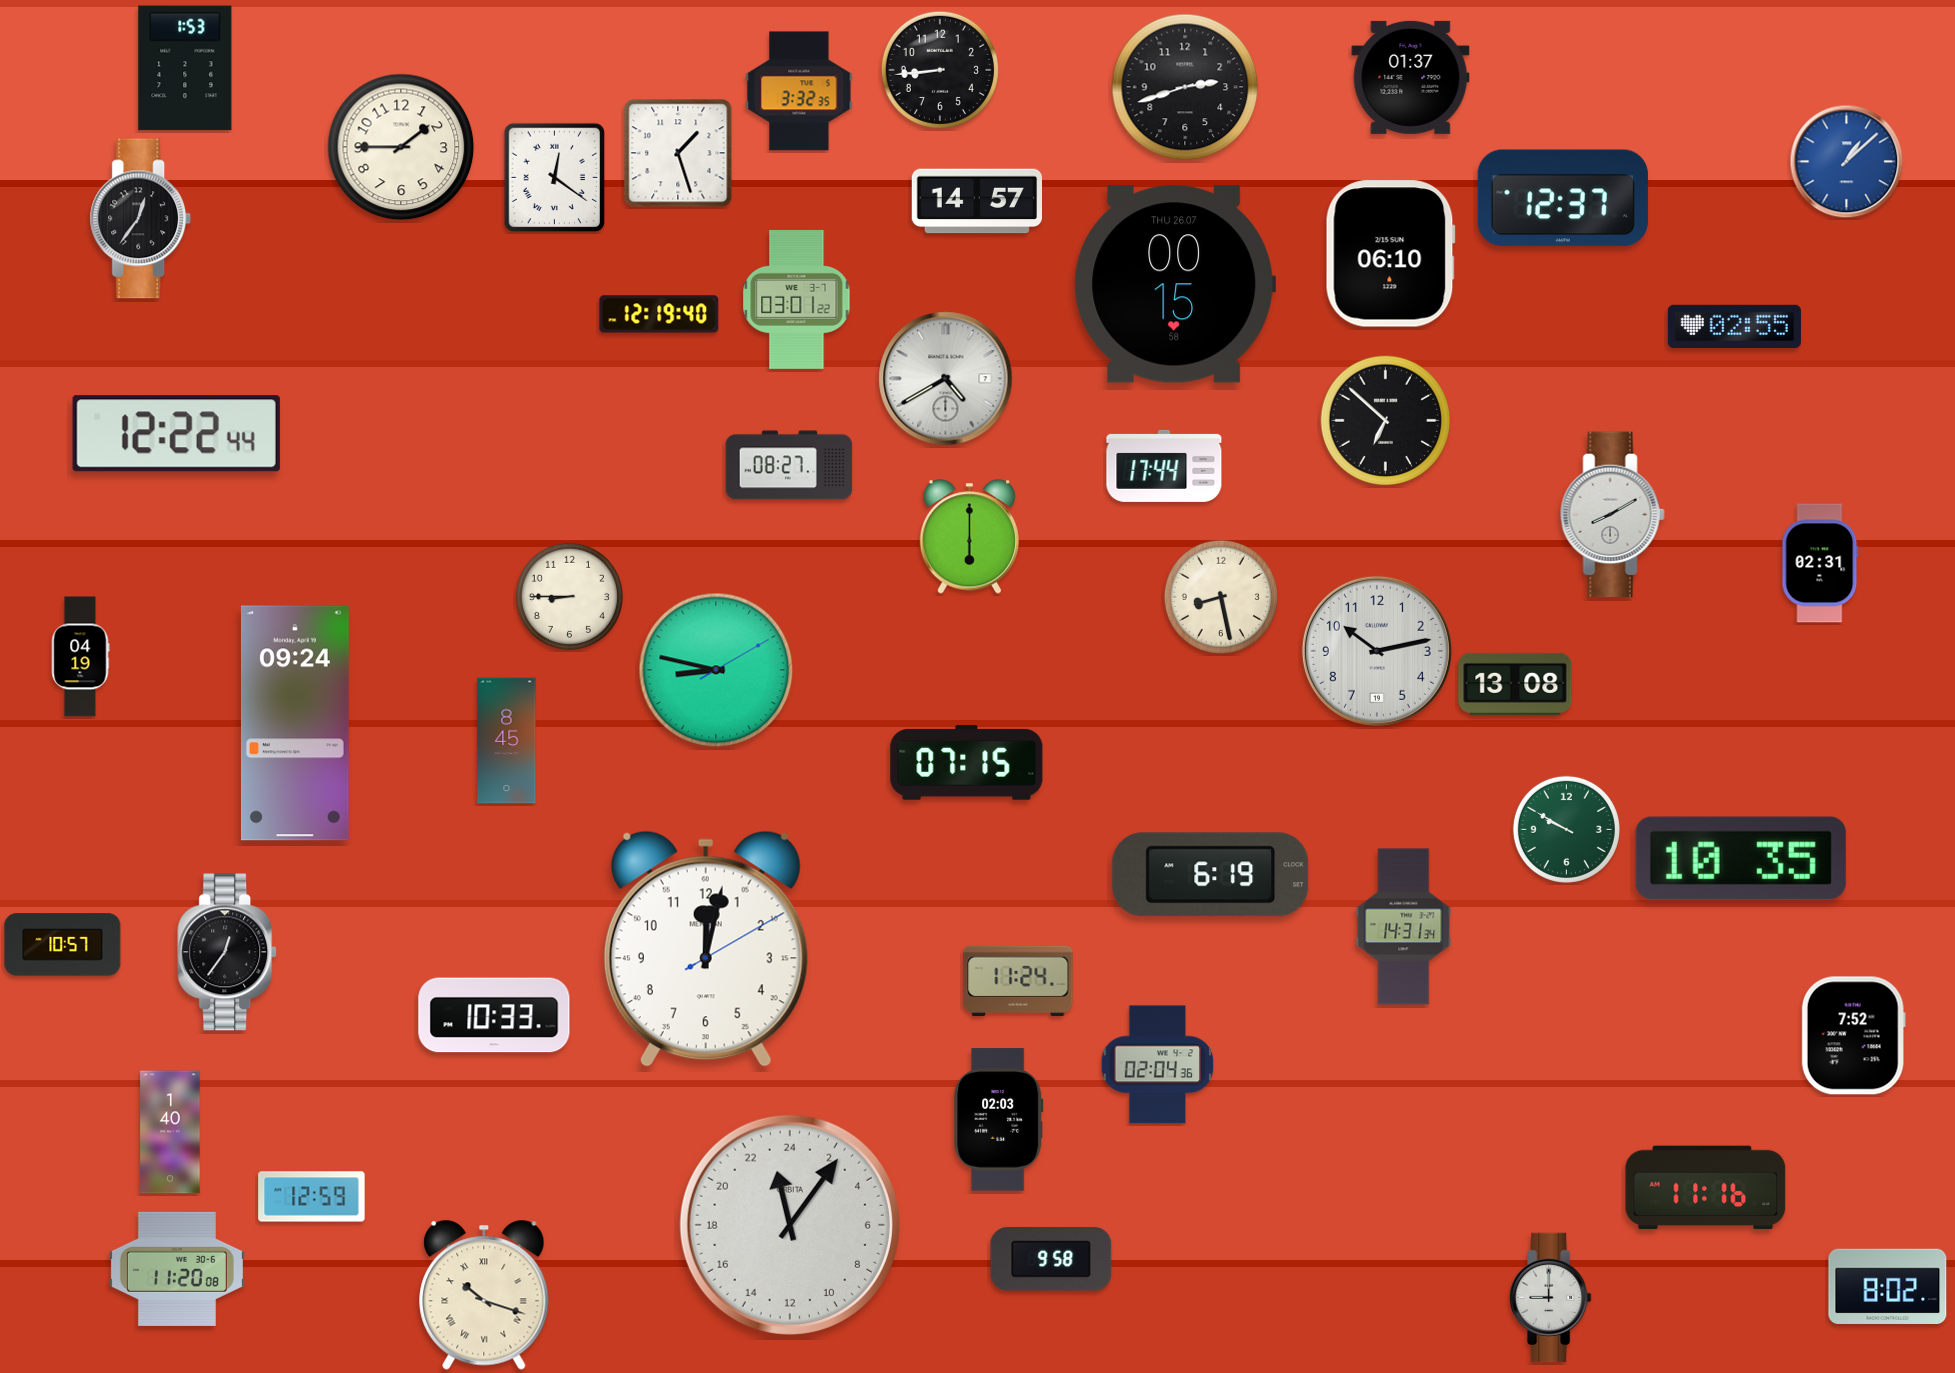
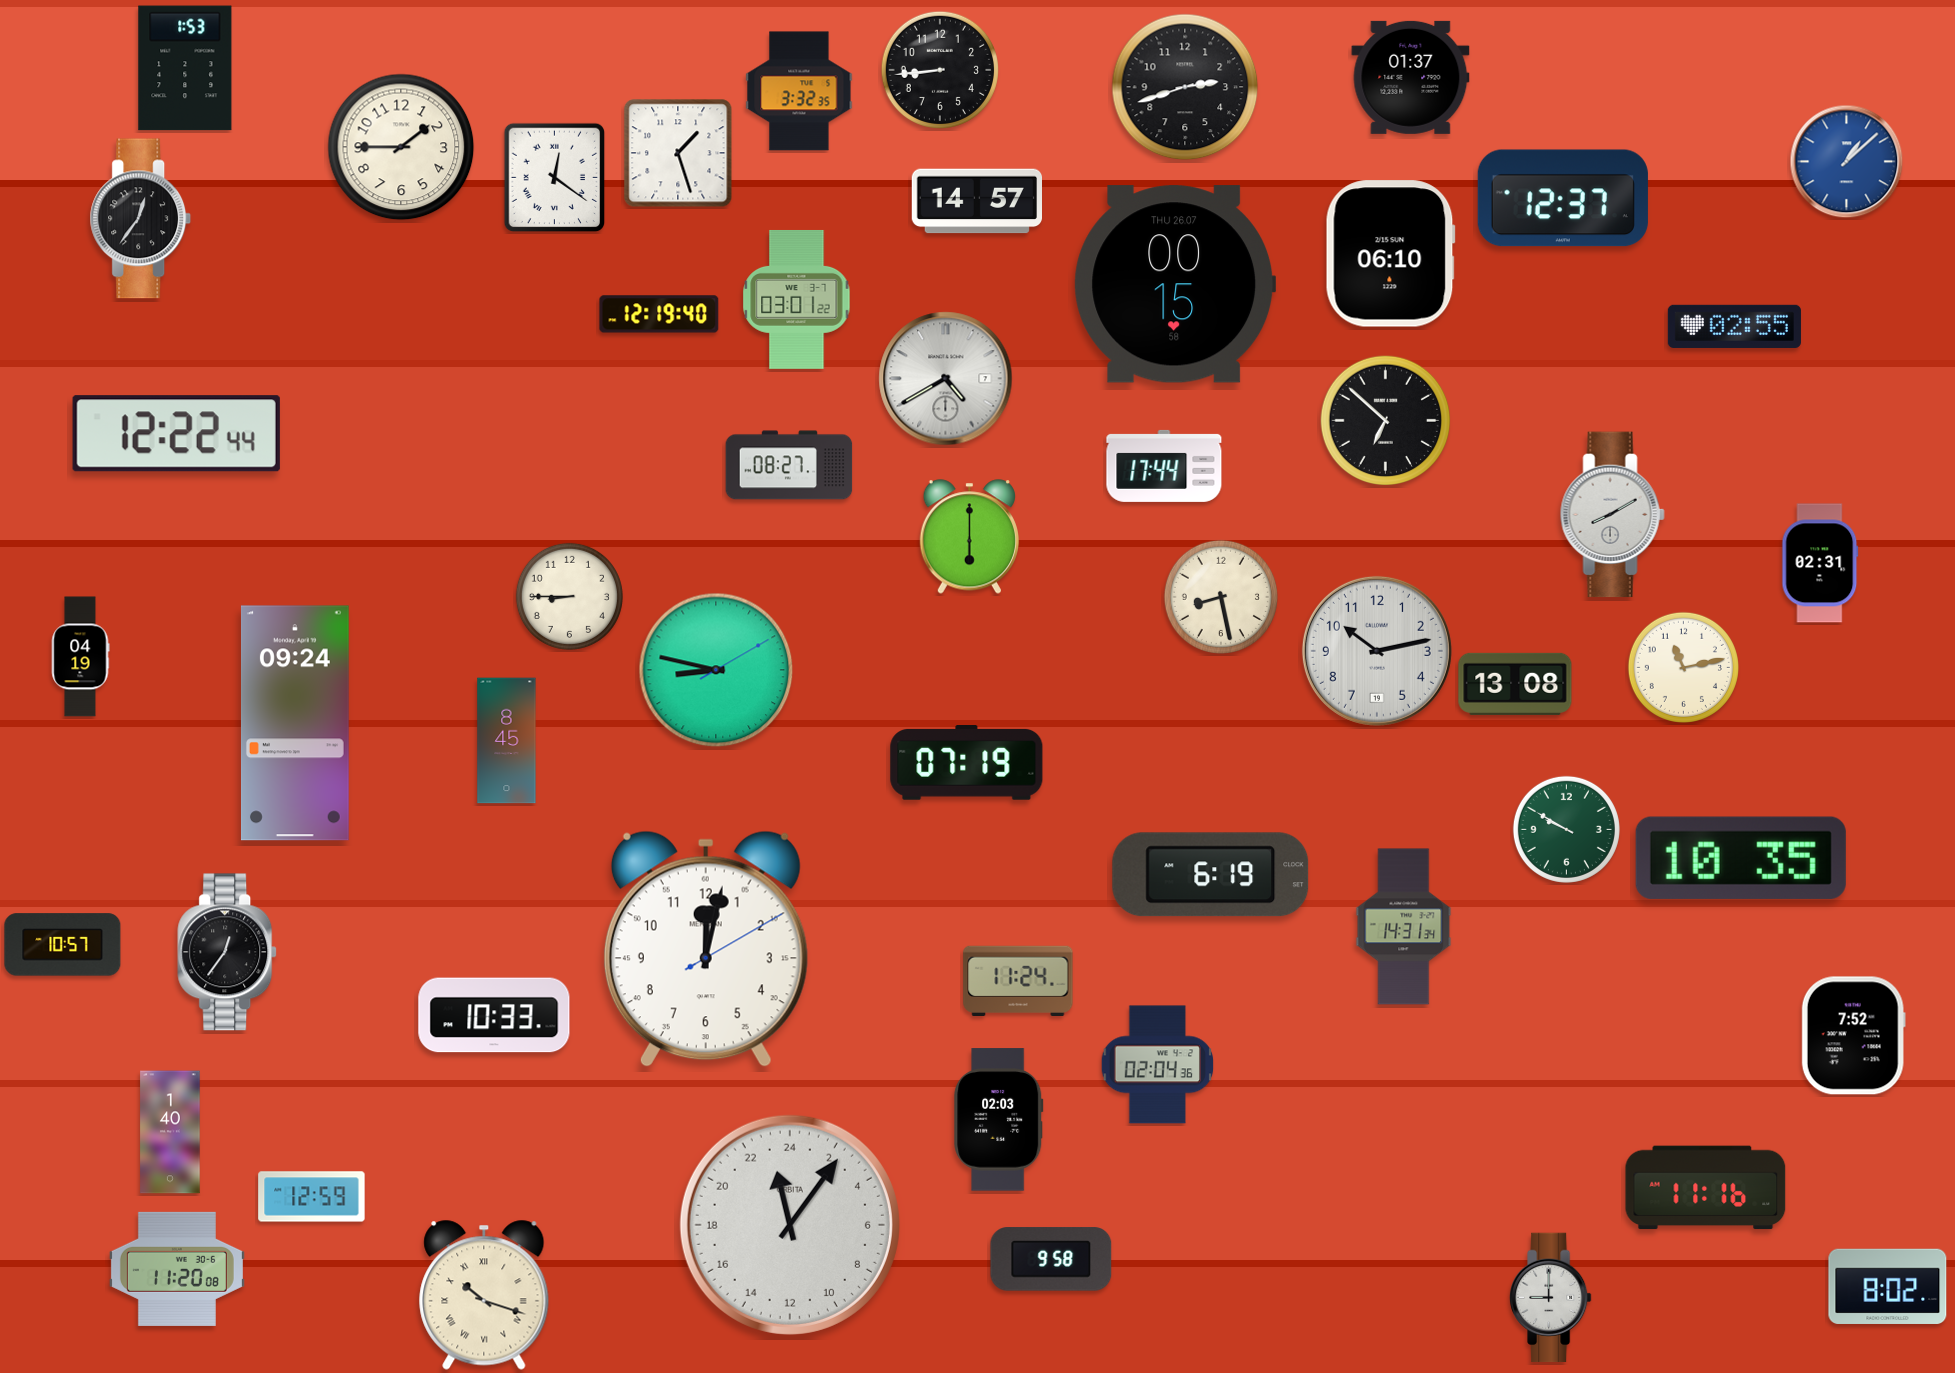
clock at (1683, 667): none -> 11:13
clock at (967, 763): 07:15 -> 07:19
